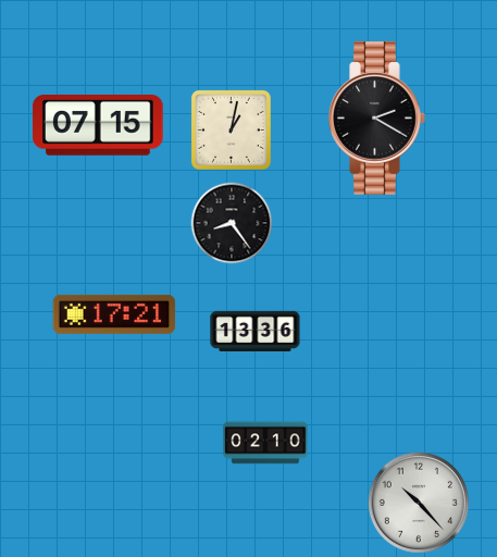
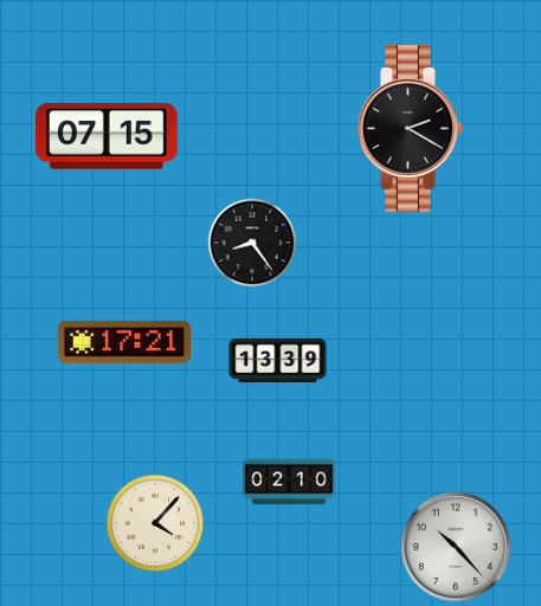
clock at (231, 129): 1:02 -> none
clock at (256, 331): 13:36 -> 13:39
clock at (155, 523): none -> 4:07
